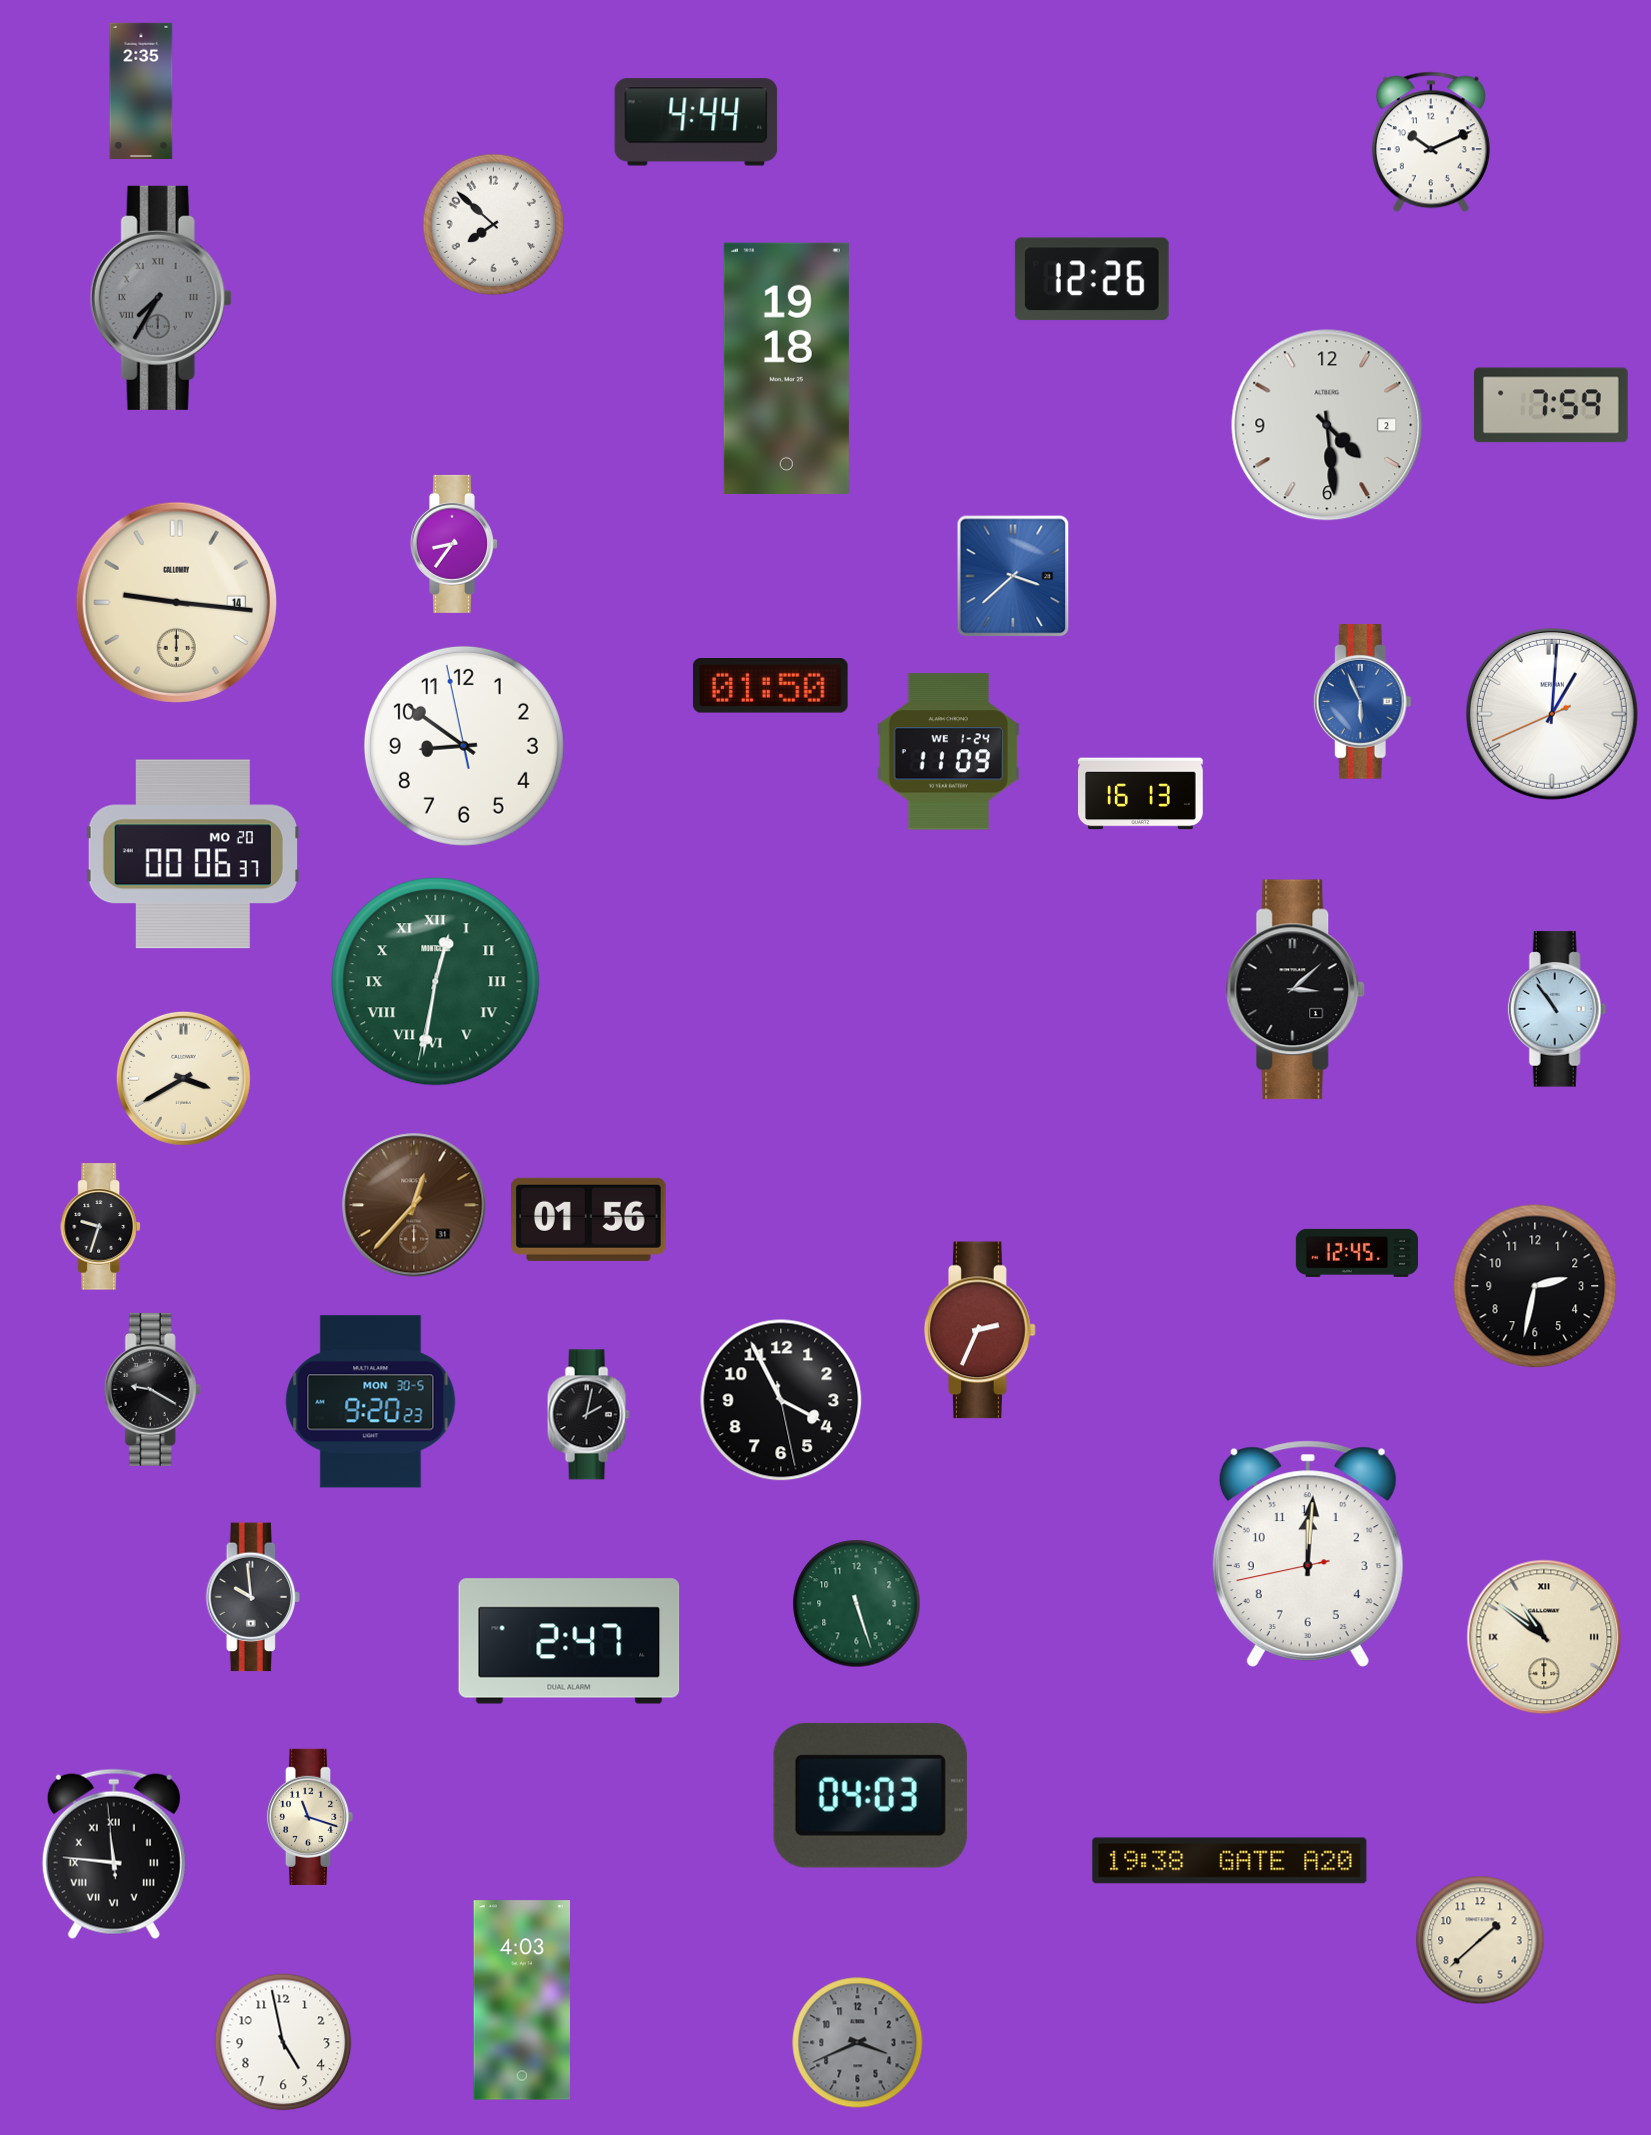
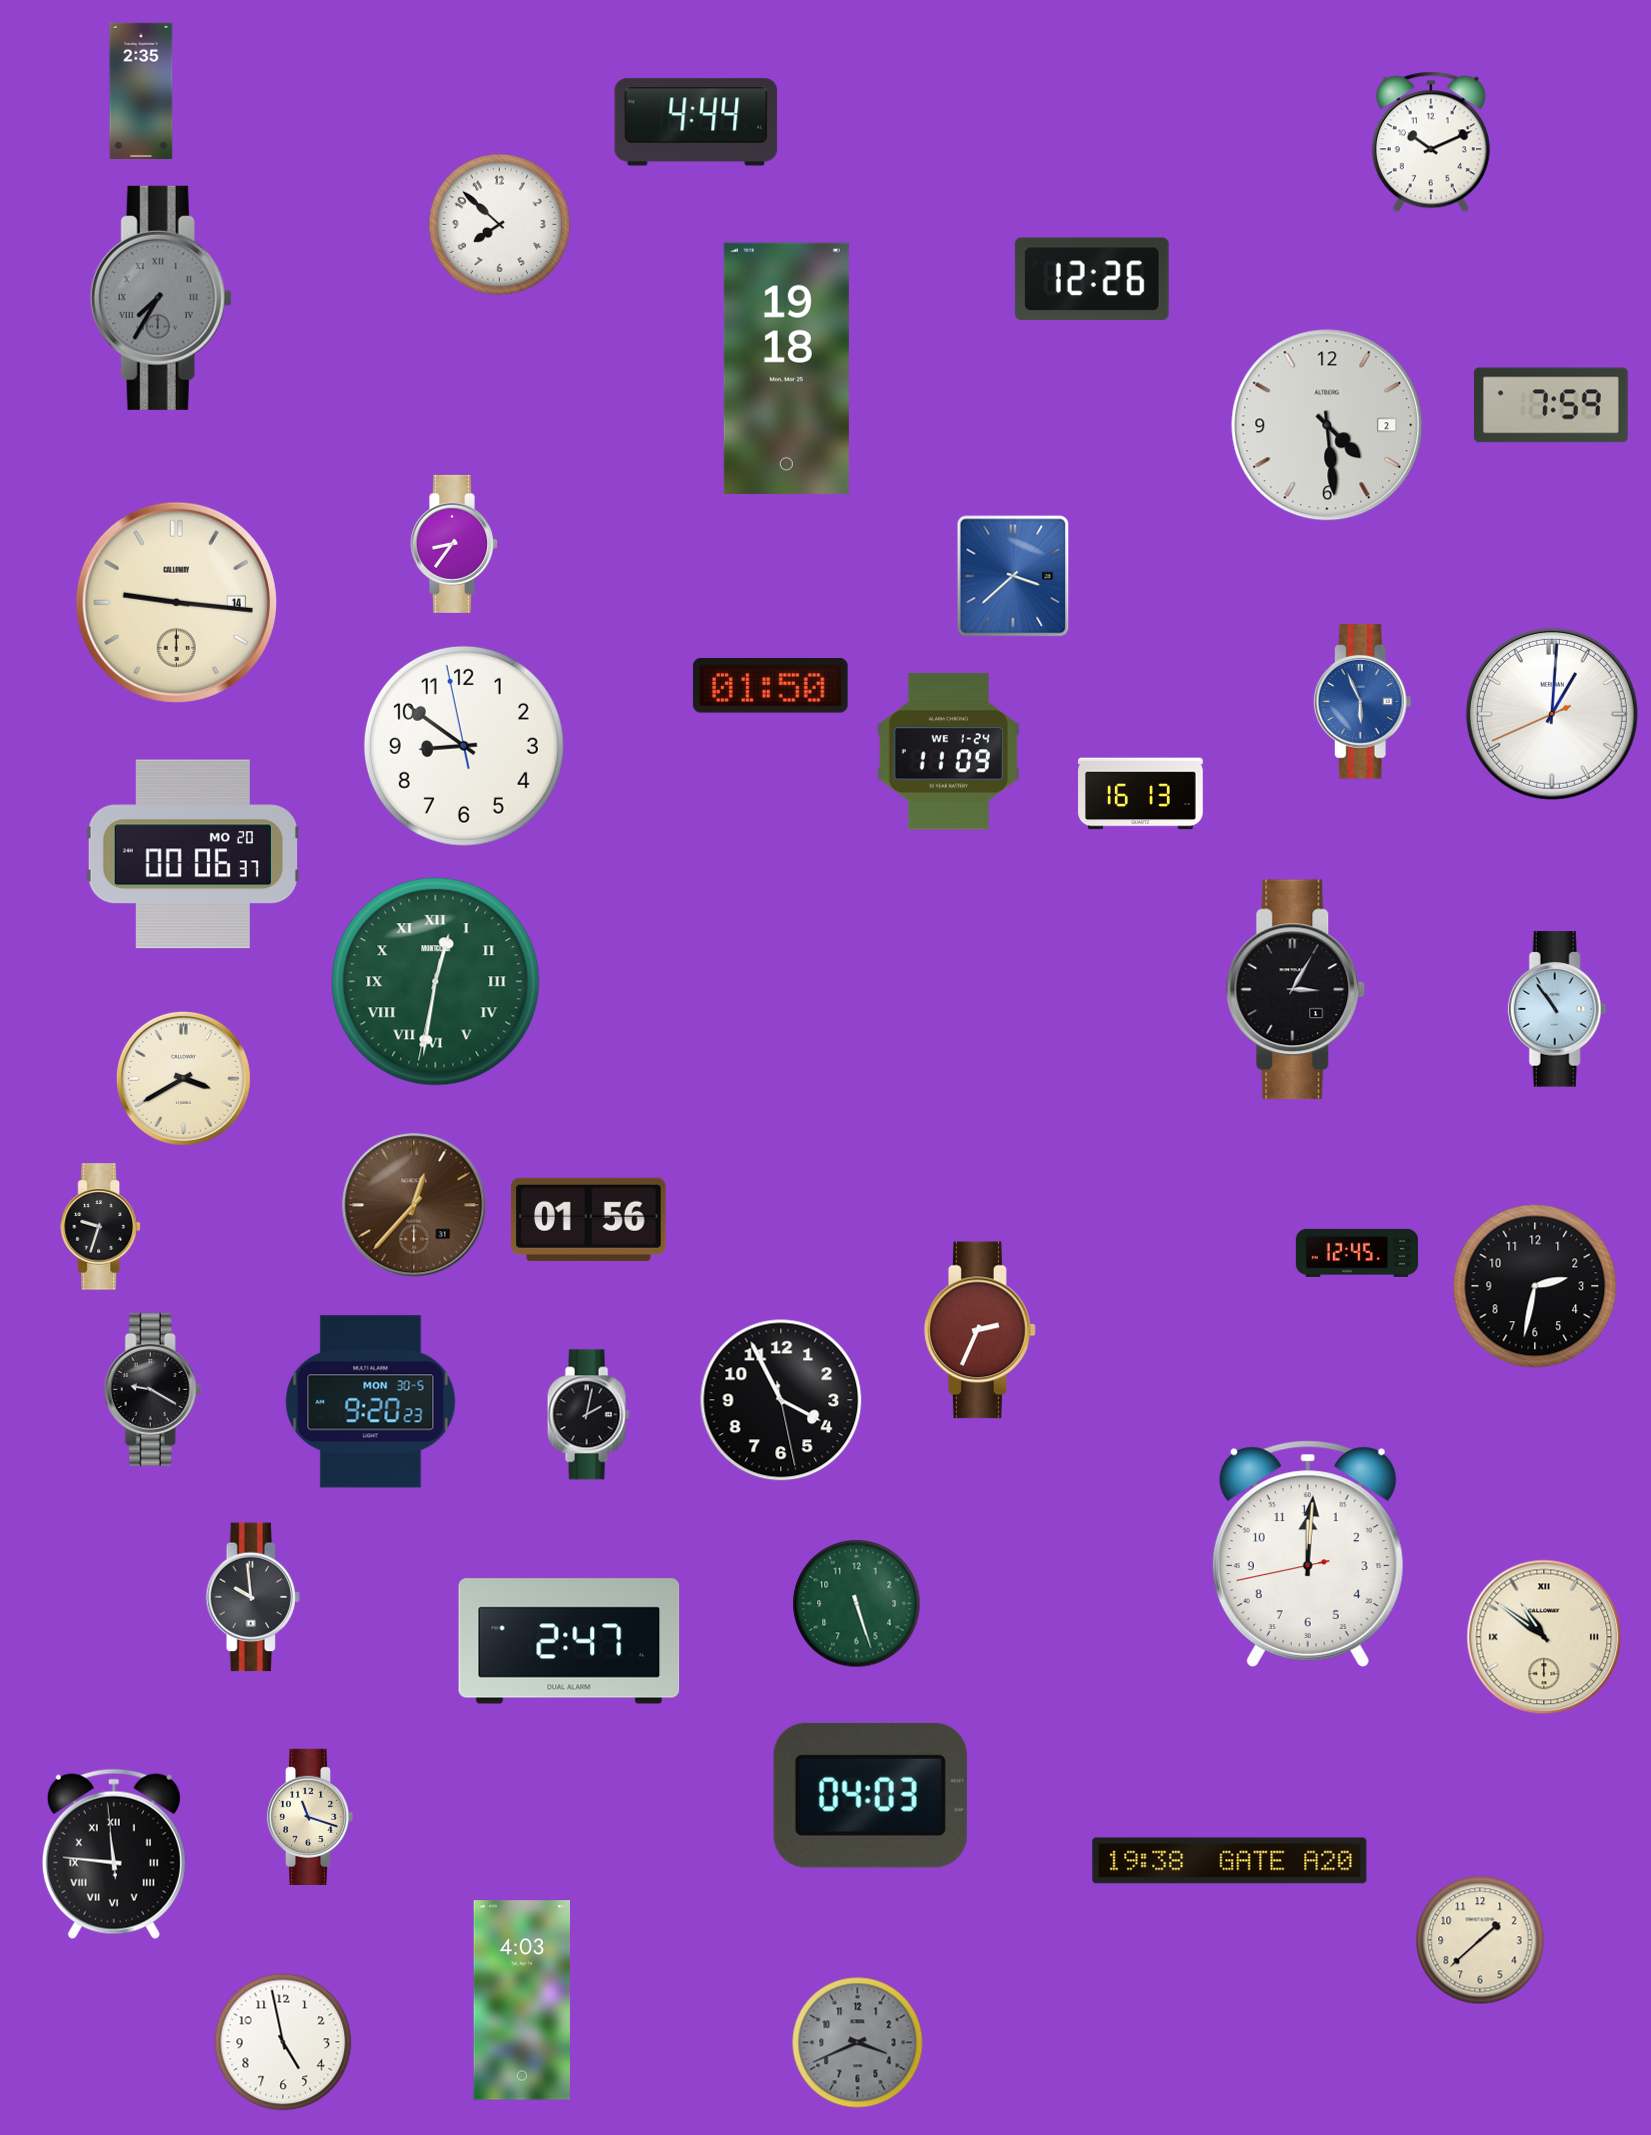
clock at (493, 224) position: (493, 224) -> (499, 224)
clock at (1296, 990): 3:08 -> 3:05
